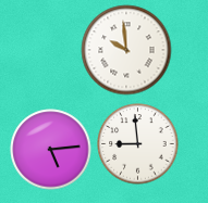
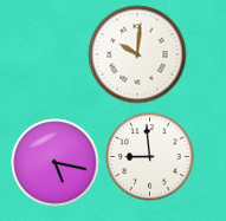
clock at (126, 50): 9:59 -> 10:01
clock at (51, 150): 5:14 -> 5:17
